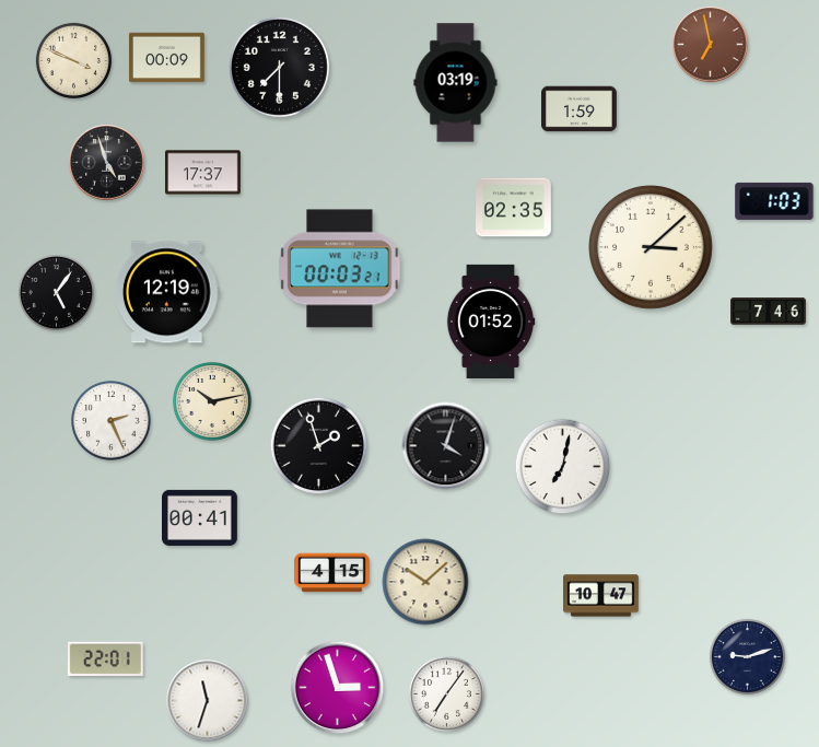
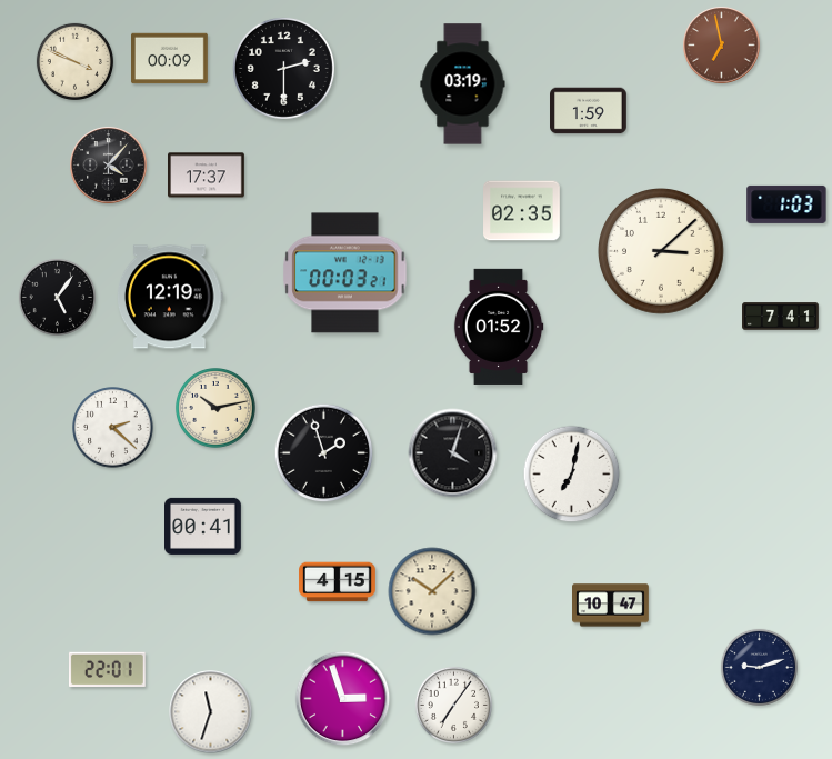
clock at (279, 67): 7:30 -> 2:30
clock at (107, 163): 4:57 -> 4:07
clock at (769, 312): 7:46 -> 7:41
clock at (112, 421): 2:26 -> 2:22
